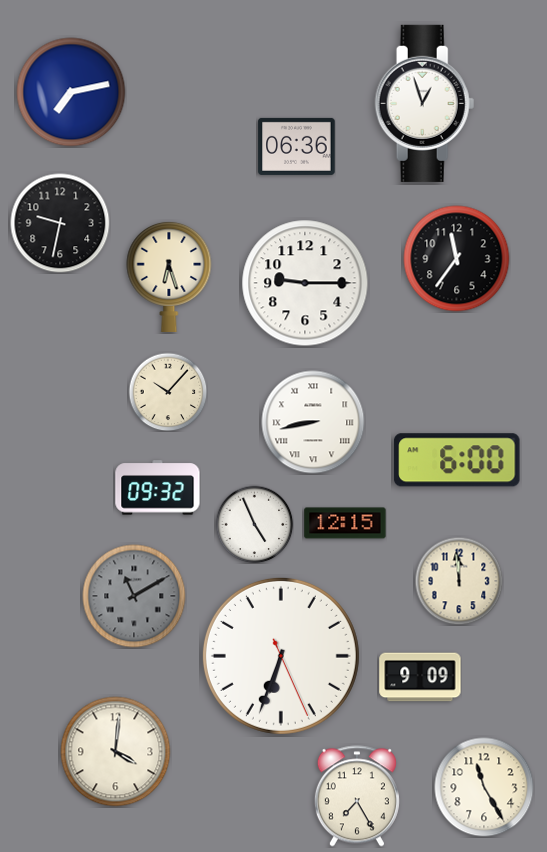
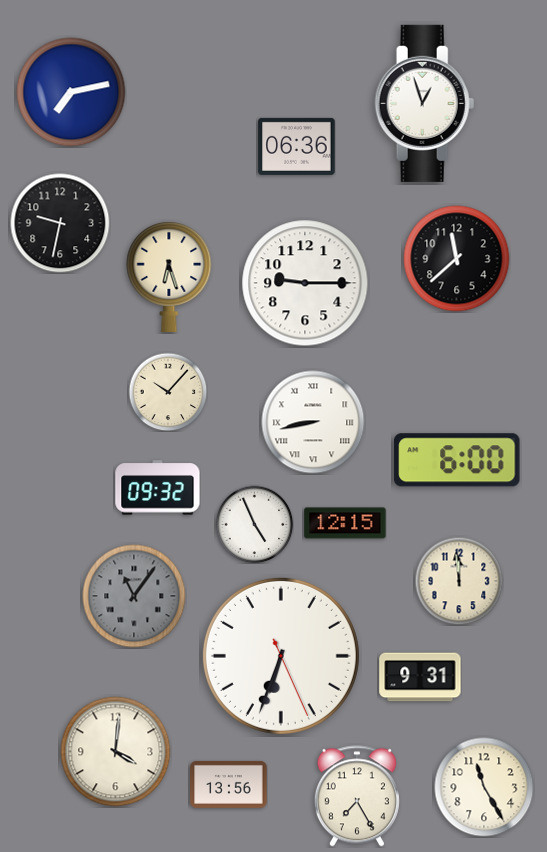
clock at (457, 259): 11:36 -> 11:38
clock at (134, 596): 11:10 -> 11:06
clock at (420, 677): 9:09 -> 9:31
clock at (229, 784): none -> 13:56
